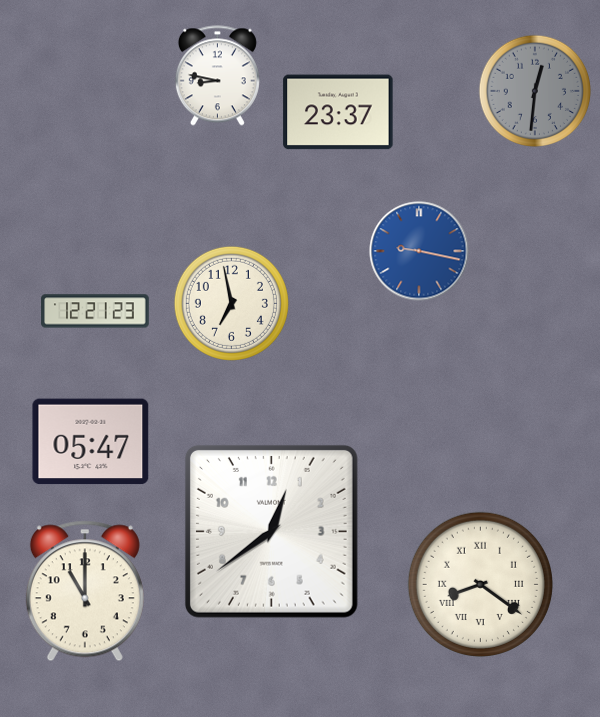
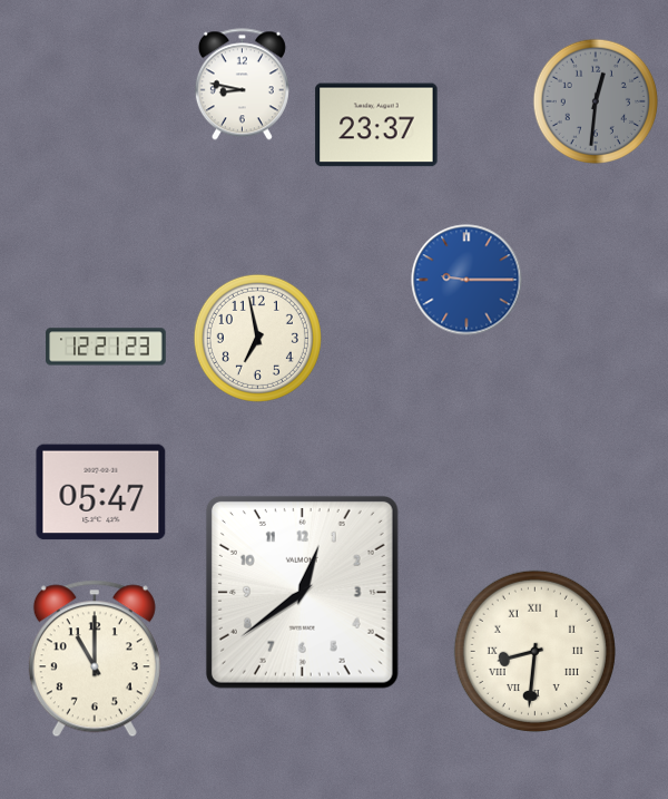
clock at (419, 251): 9:17 -> 9:15
clock at (480, 584): 8:21 -> 8:31
